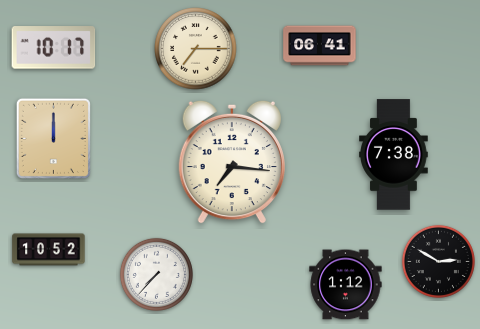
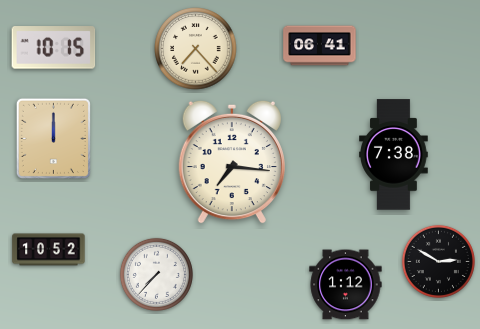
clock at (54, 48): 10:17 -> 10:15
clock at (196, 49): 7:15 -> 7:23
